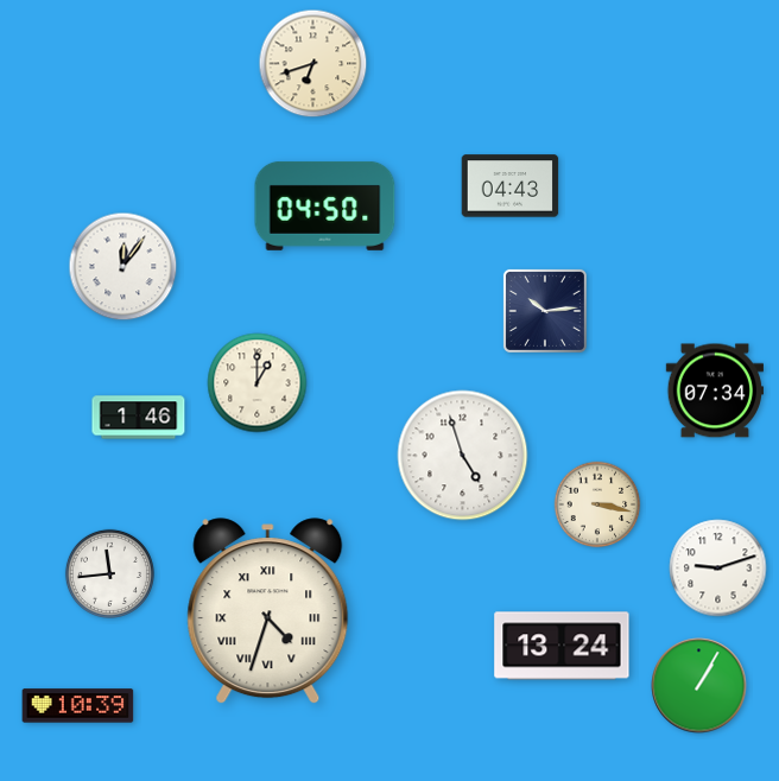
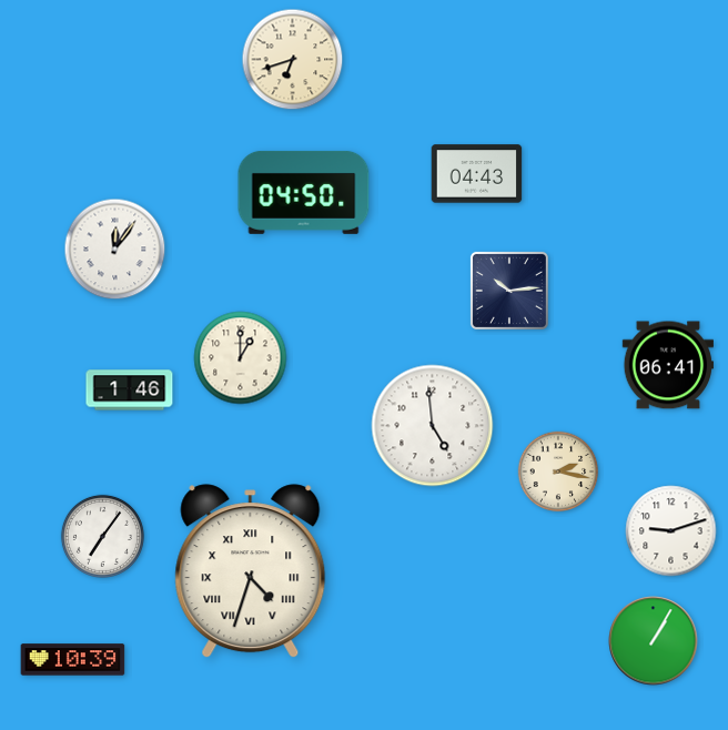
clock at (714, 390): 07:34 -> 06:41
clock at (463, 456): 4:57 -> 4:59
clock at (597, 504): 3:17 -> 2:17
clock at (109, 573): 11:44 -> 7:06
clock at (562, 646): 13:24 -> none
